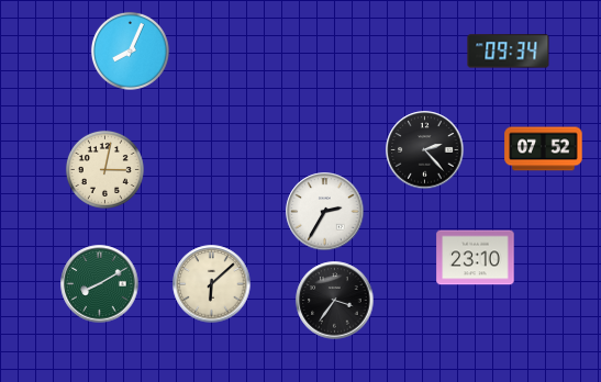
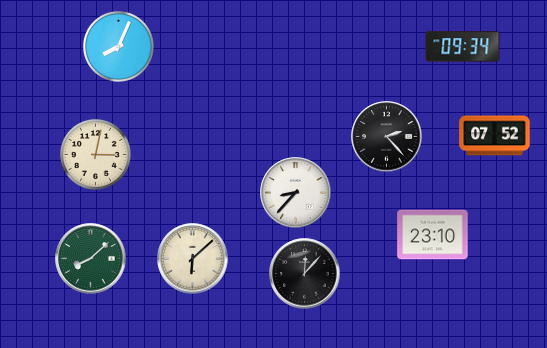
clock at (325, 212): 2:35 -> 8:37
clock at (100, 284): 8:10 -> 8:08
clock at (335, 301): 3:36 -> 12:07
